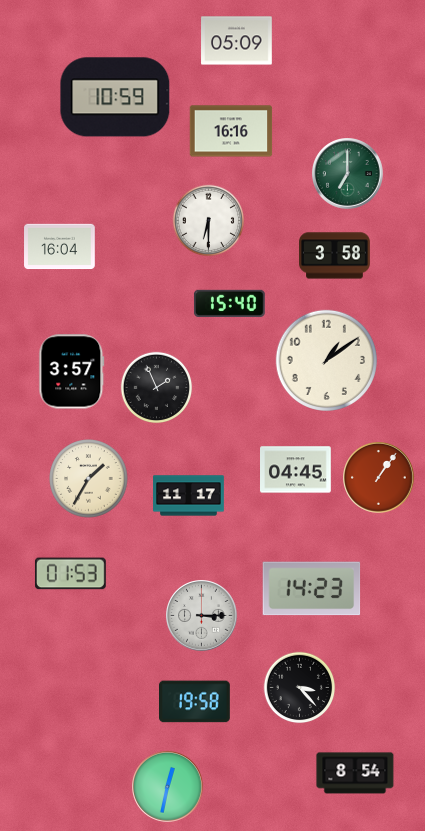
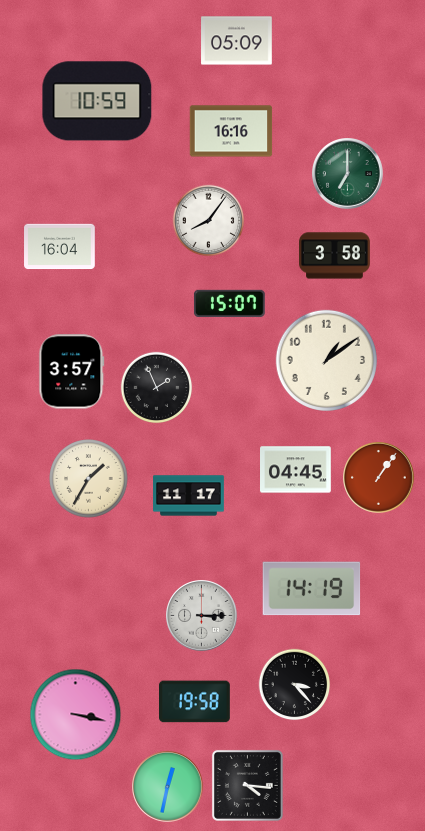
clock at (115, 97) position: (115, 97) -> (97, 101)
clock at (209, 221): 6:30 -> 8:06
clock at (230, 303): 15:40 -> 15:07
clock at (70, 574): 01:53 -> none
clock at (312, 589): 14:23 -> 14:19
clock at (300, 688) position: (300, 688) -> (295, 685)
clock at (76, 715): none -> 3:17
clock at (355, 773): 8:54 -> none
clock at (247, 785): none -> 4:16
